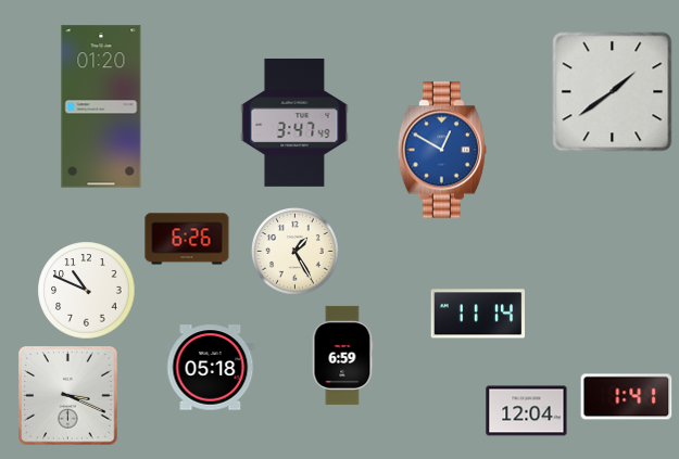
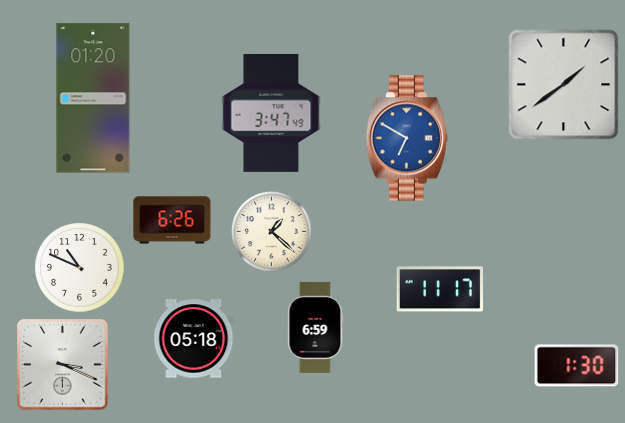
clock at (441, 150): 12:50 -> 6:50
clock at (296, 252): 1:25 -> 1:22
clock at (478, 314): 11:14 -> 11:17
clock at (627, 397): 1:41 -> 1:30
clock at (527, 411): 12:04 -> none
